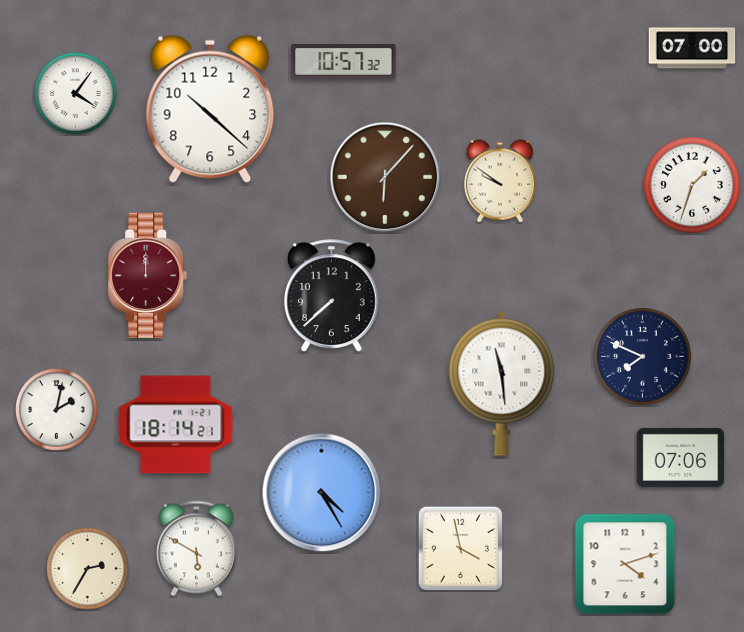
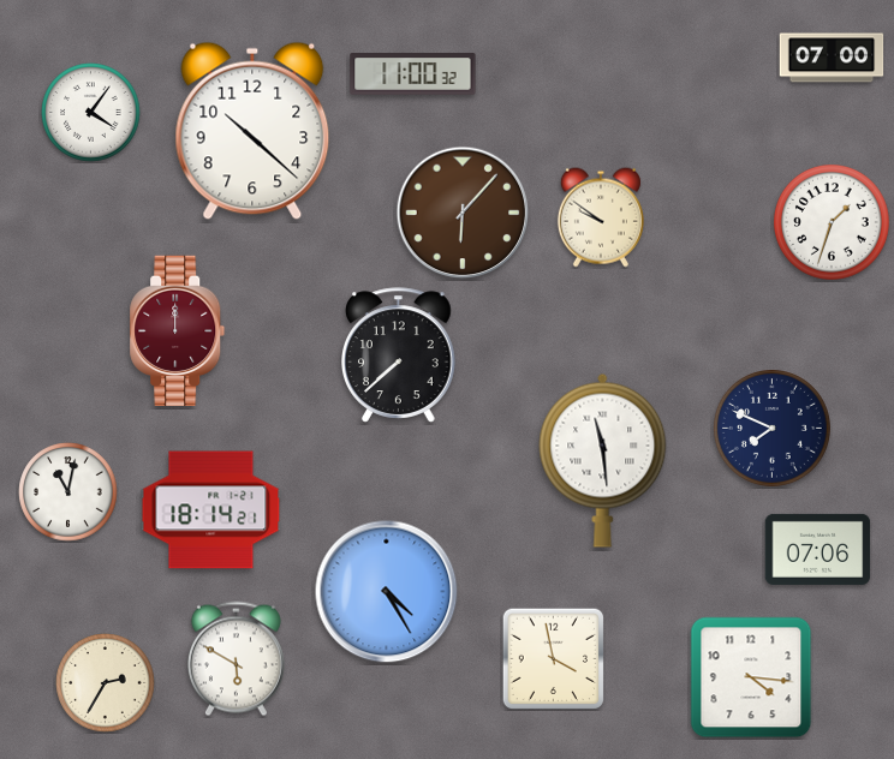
clock at (344, 62): 10:57 -> 11:00
clock at (57, 410): 2:02 -> 11:02
clock at (625, 564): 4:12 -> 4:16
